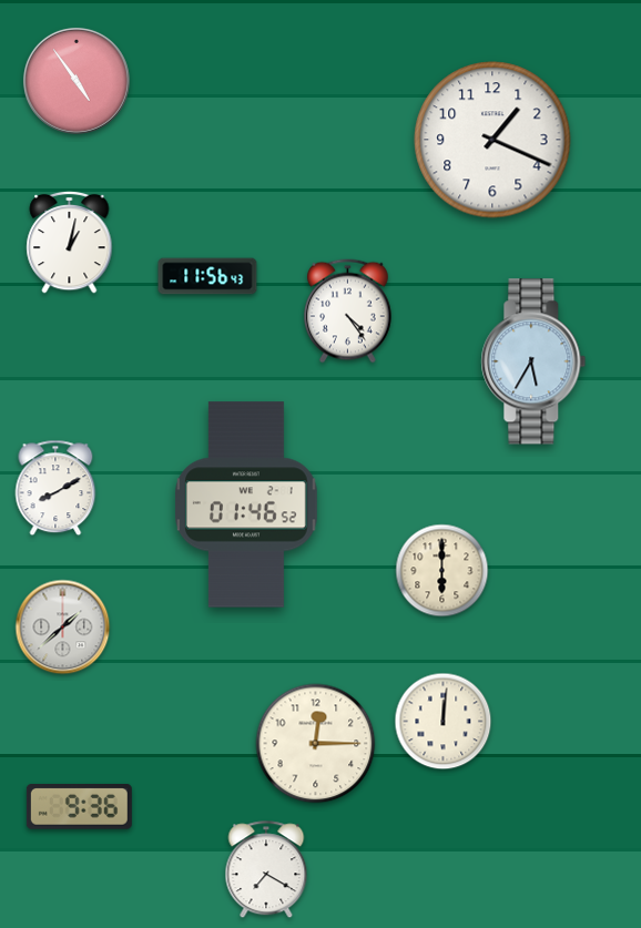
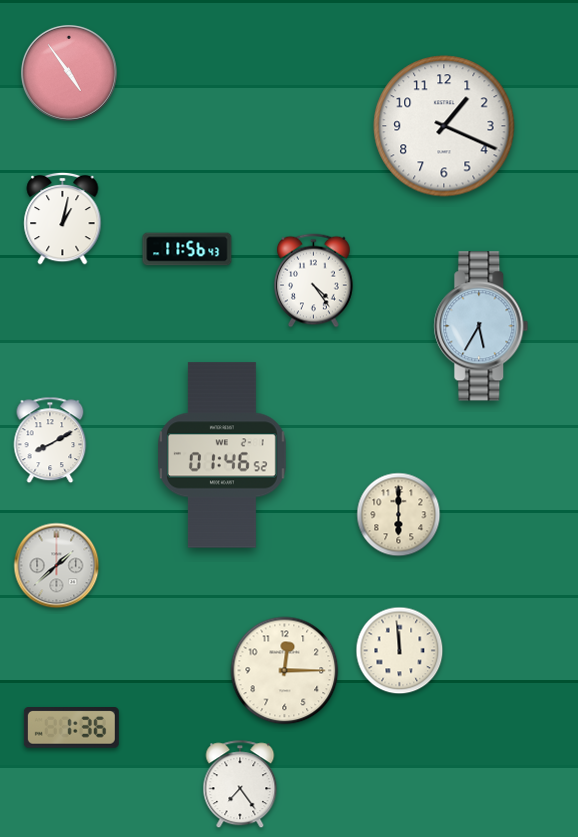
clock at (444, 722): 12:01 -> 11:59
clock at (79, 807): 9:36 -> 1:36
clock at (266, 870): 7:20 -> 7:24
